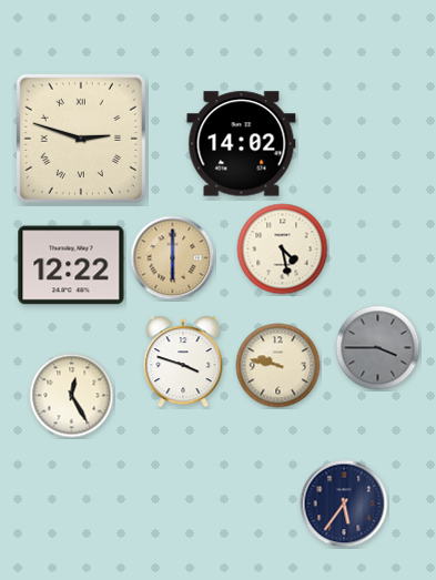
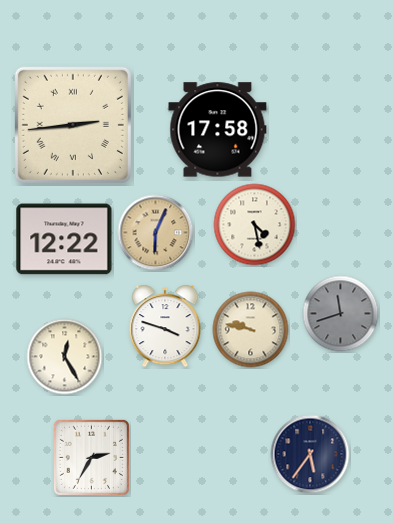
clock at (81, 139): 2:48 -> 2:44
clock at (242, 144): 14:02 -> 17:58
clock at (173, 258): 6:00 -> 6:04
clock at (378, 348): 3:45 -> 11:42
clock at (91, 457): none -> 2:35
